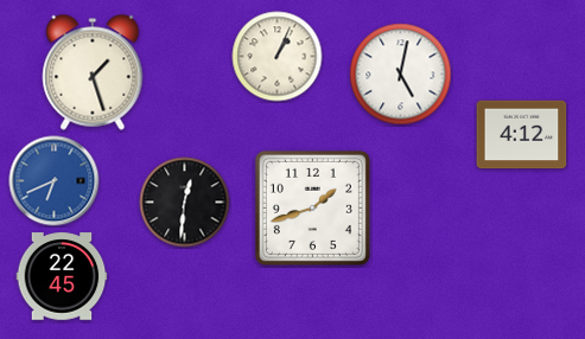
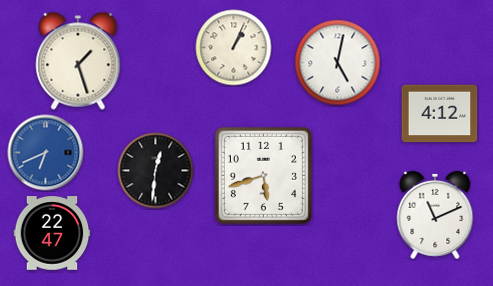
clock at (312, 207): 1:42 -> 5:42
clock at (435, 215): none -> 11:11
clock at (62, 276): 22:45 -> 22:47
